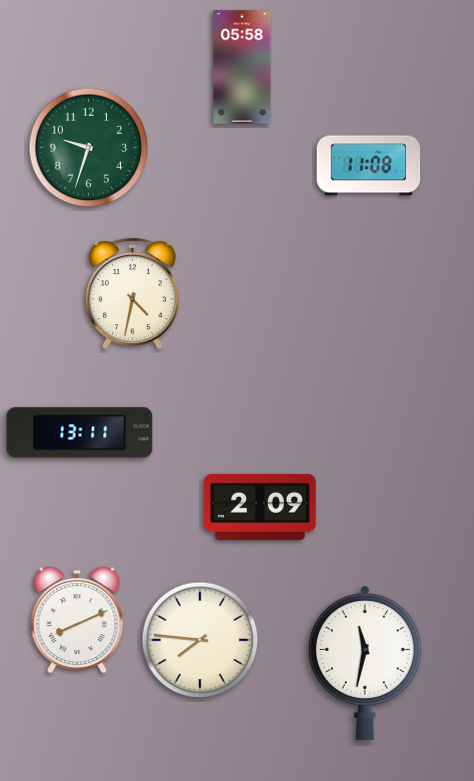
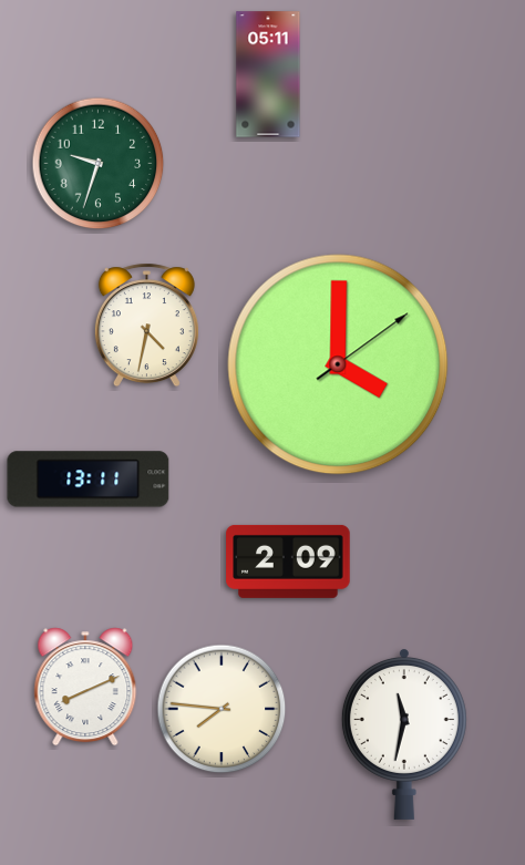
clock at (242, 67): 05:58 -> 05:11
clock at (369, 166): 11:08 -> none
clock at (338, 364): none -> 4:00
